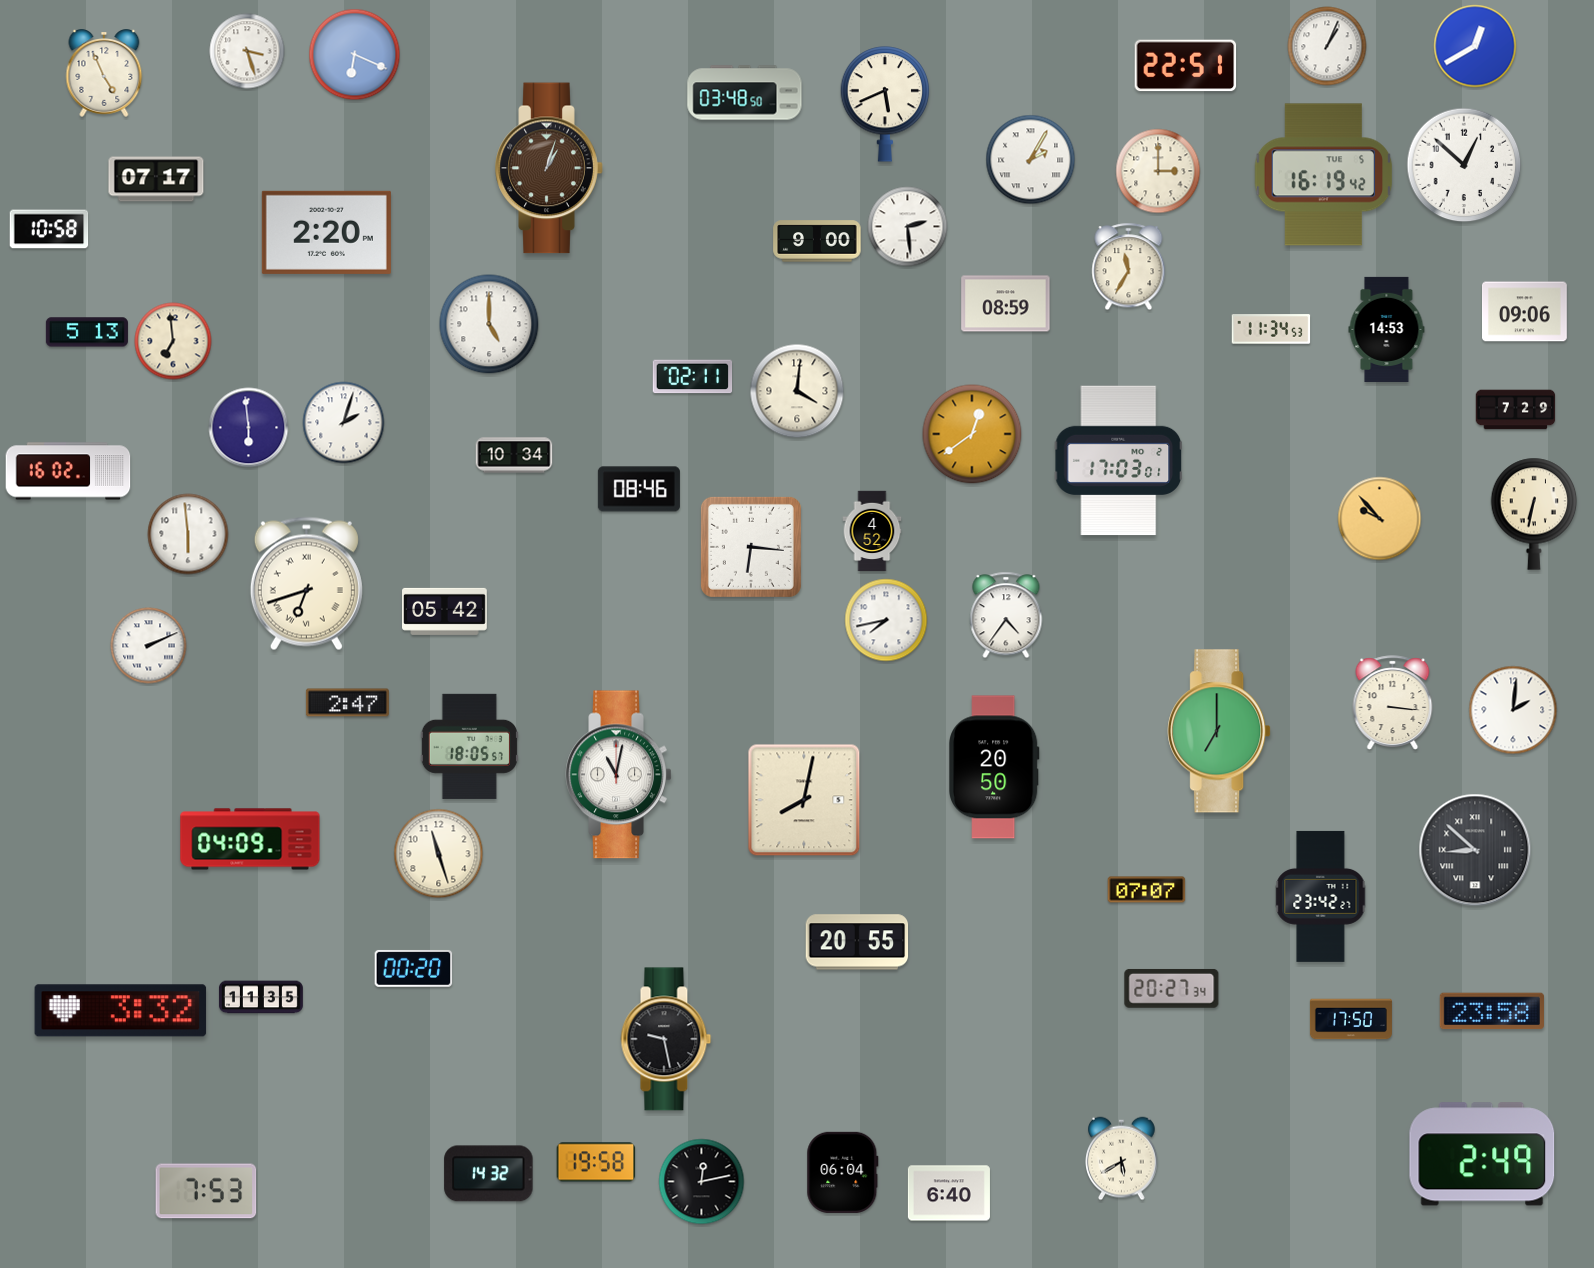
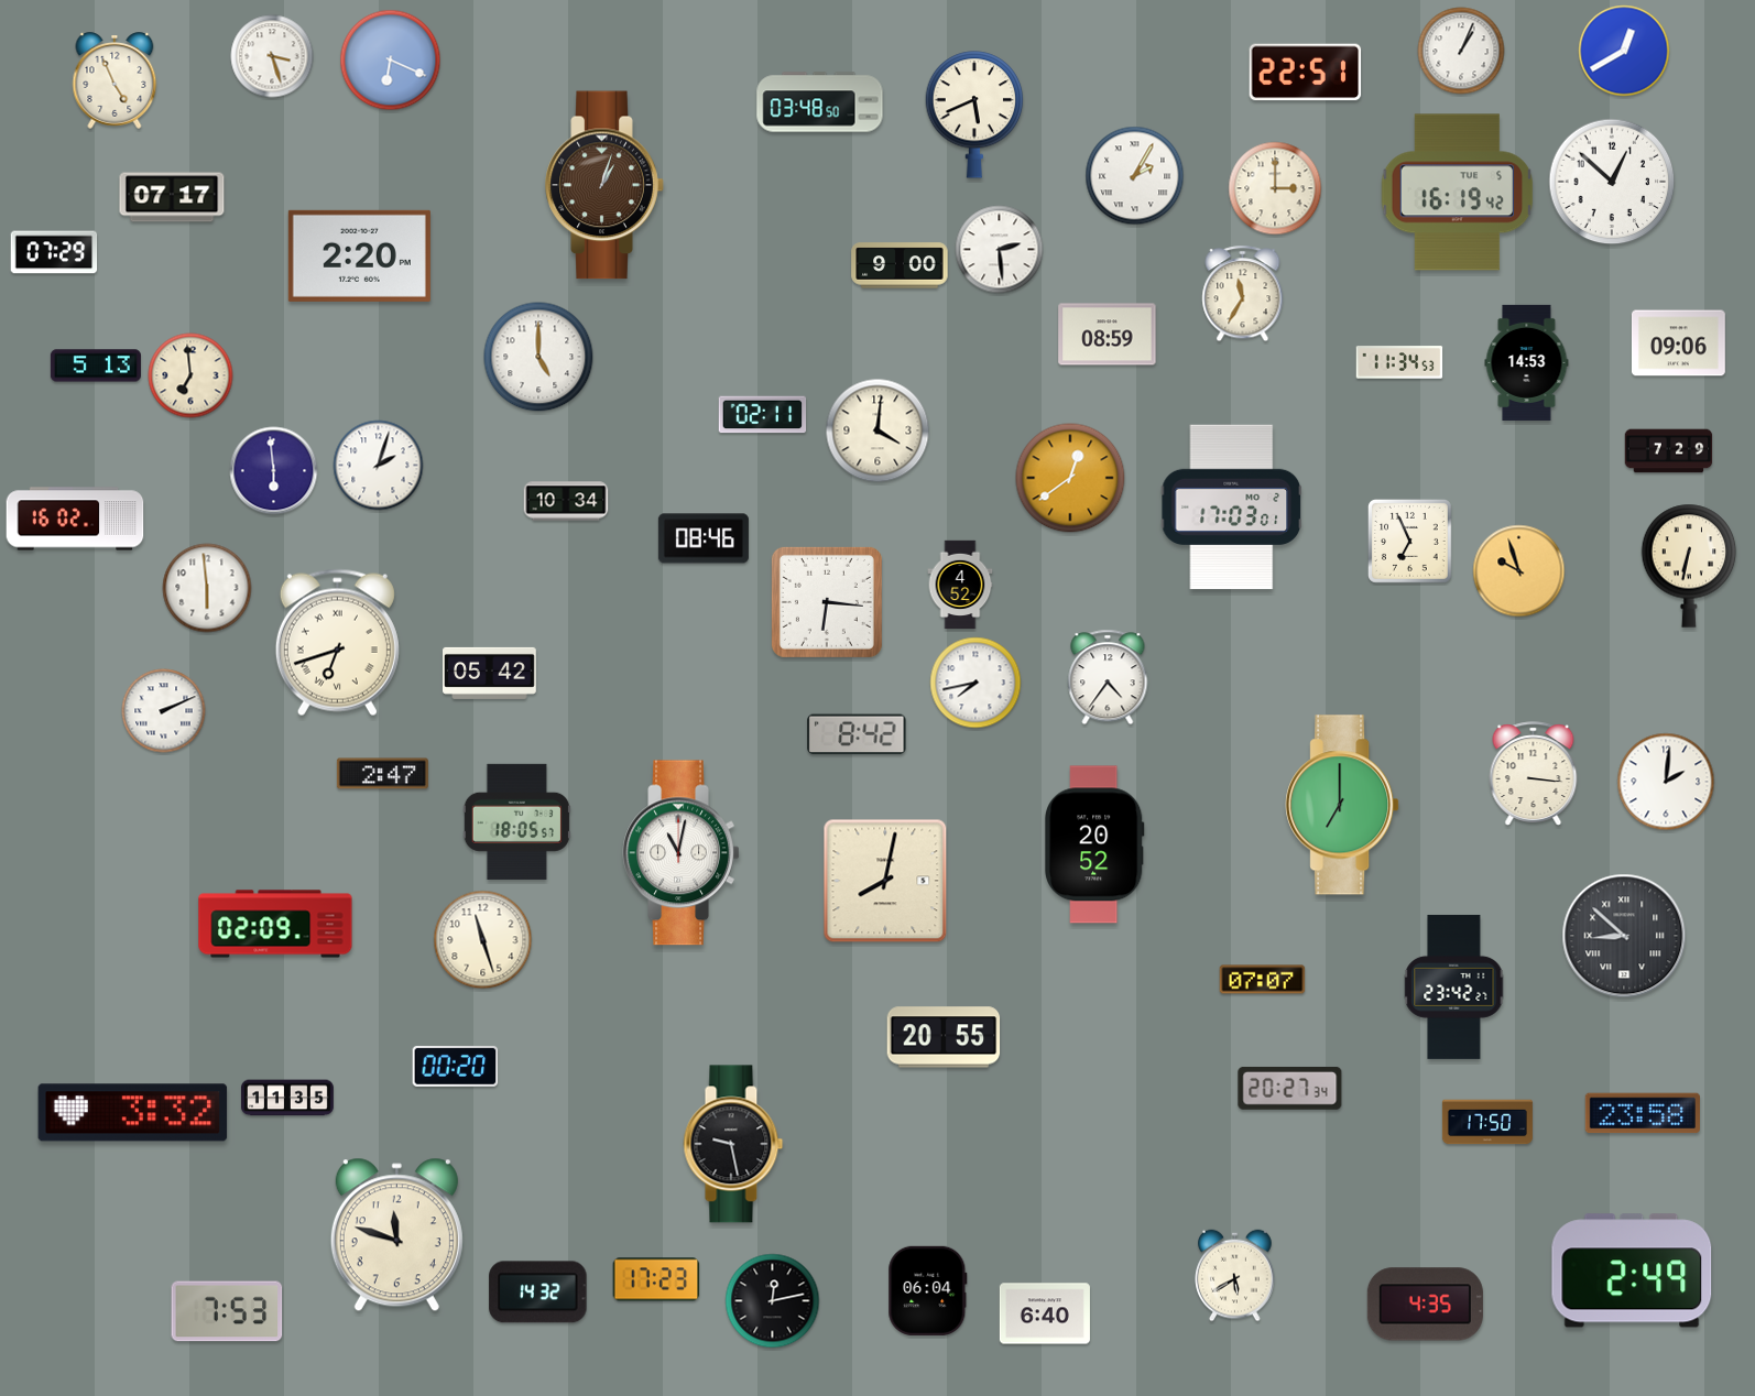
clock at (49, 229): 10:58 -> 07:29
clock at (1409, 541): none -> 6:56
clock at (1380, 519): 9:53 -> 9:57
clock at (857, 734): none -> 8:42
clock at (995, 767): 20:50 -> 20:52
clock at (250, 839): 04:09 -> 02:09
clock at (396, 1235): none -> 11:48
clock at (596, 1162): 19:58 -> 17:23
clock at (1425, 1305): none -> 4:35
